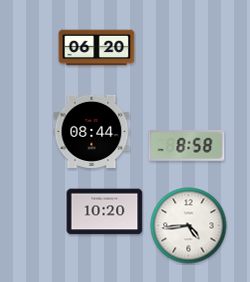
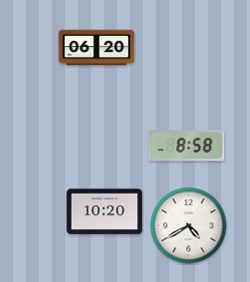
clock at (92, 131): 08:44 -> none
clock at (189, 226): 4:44 -> 4:40
